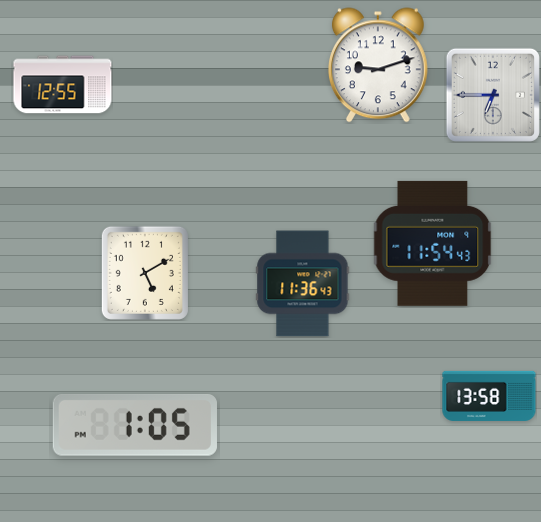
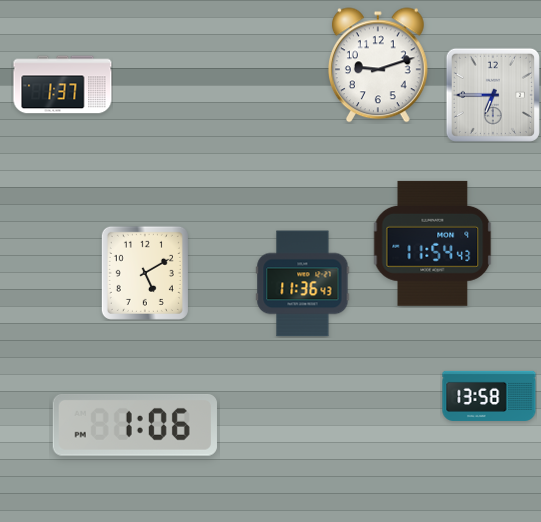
clock at (63, 85): 12:55 -> 1:37
clock at (135, 426): 1:05 -> 1:06
